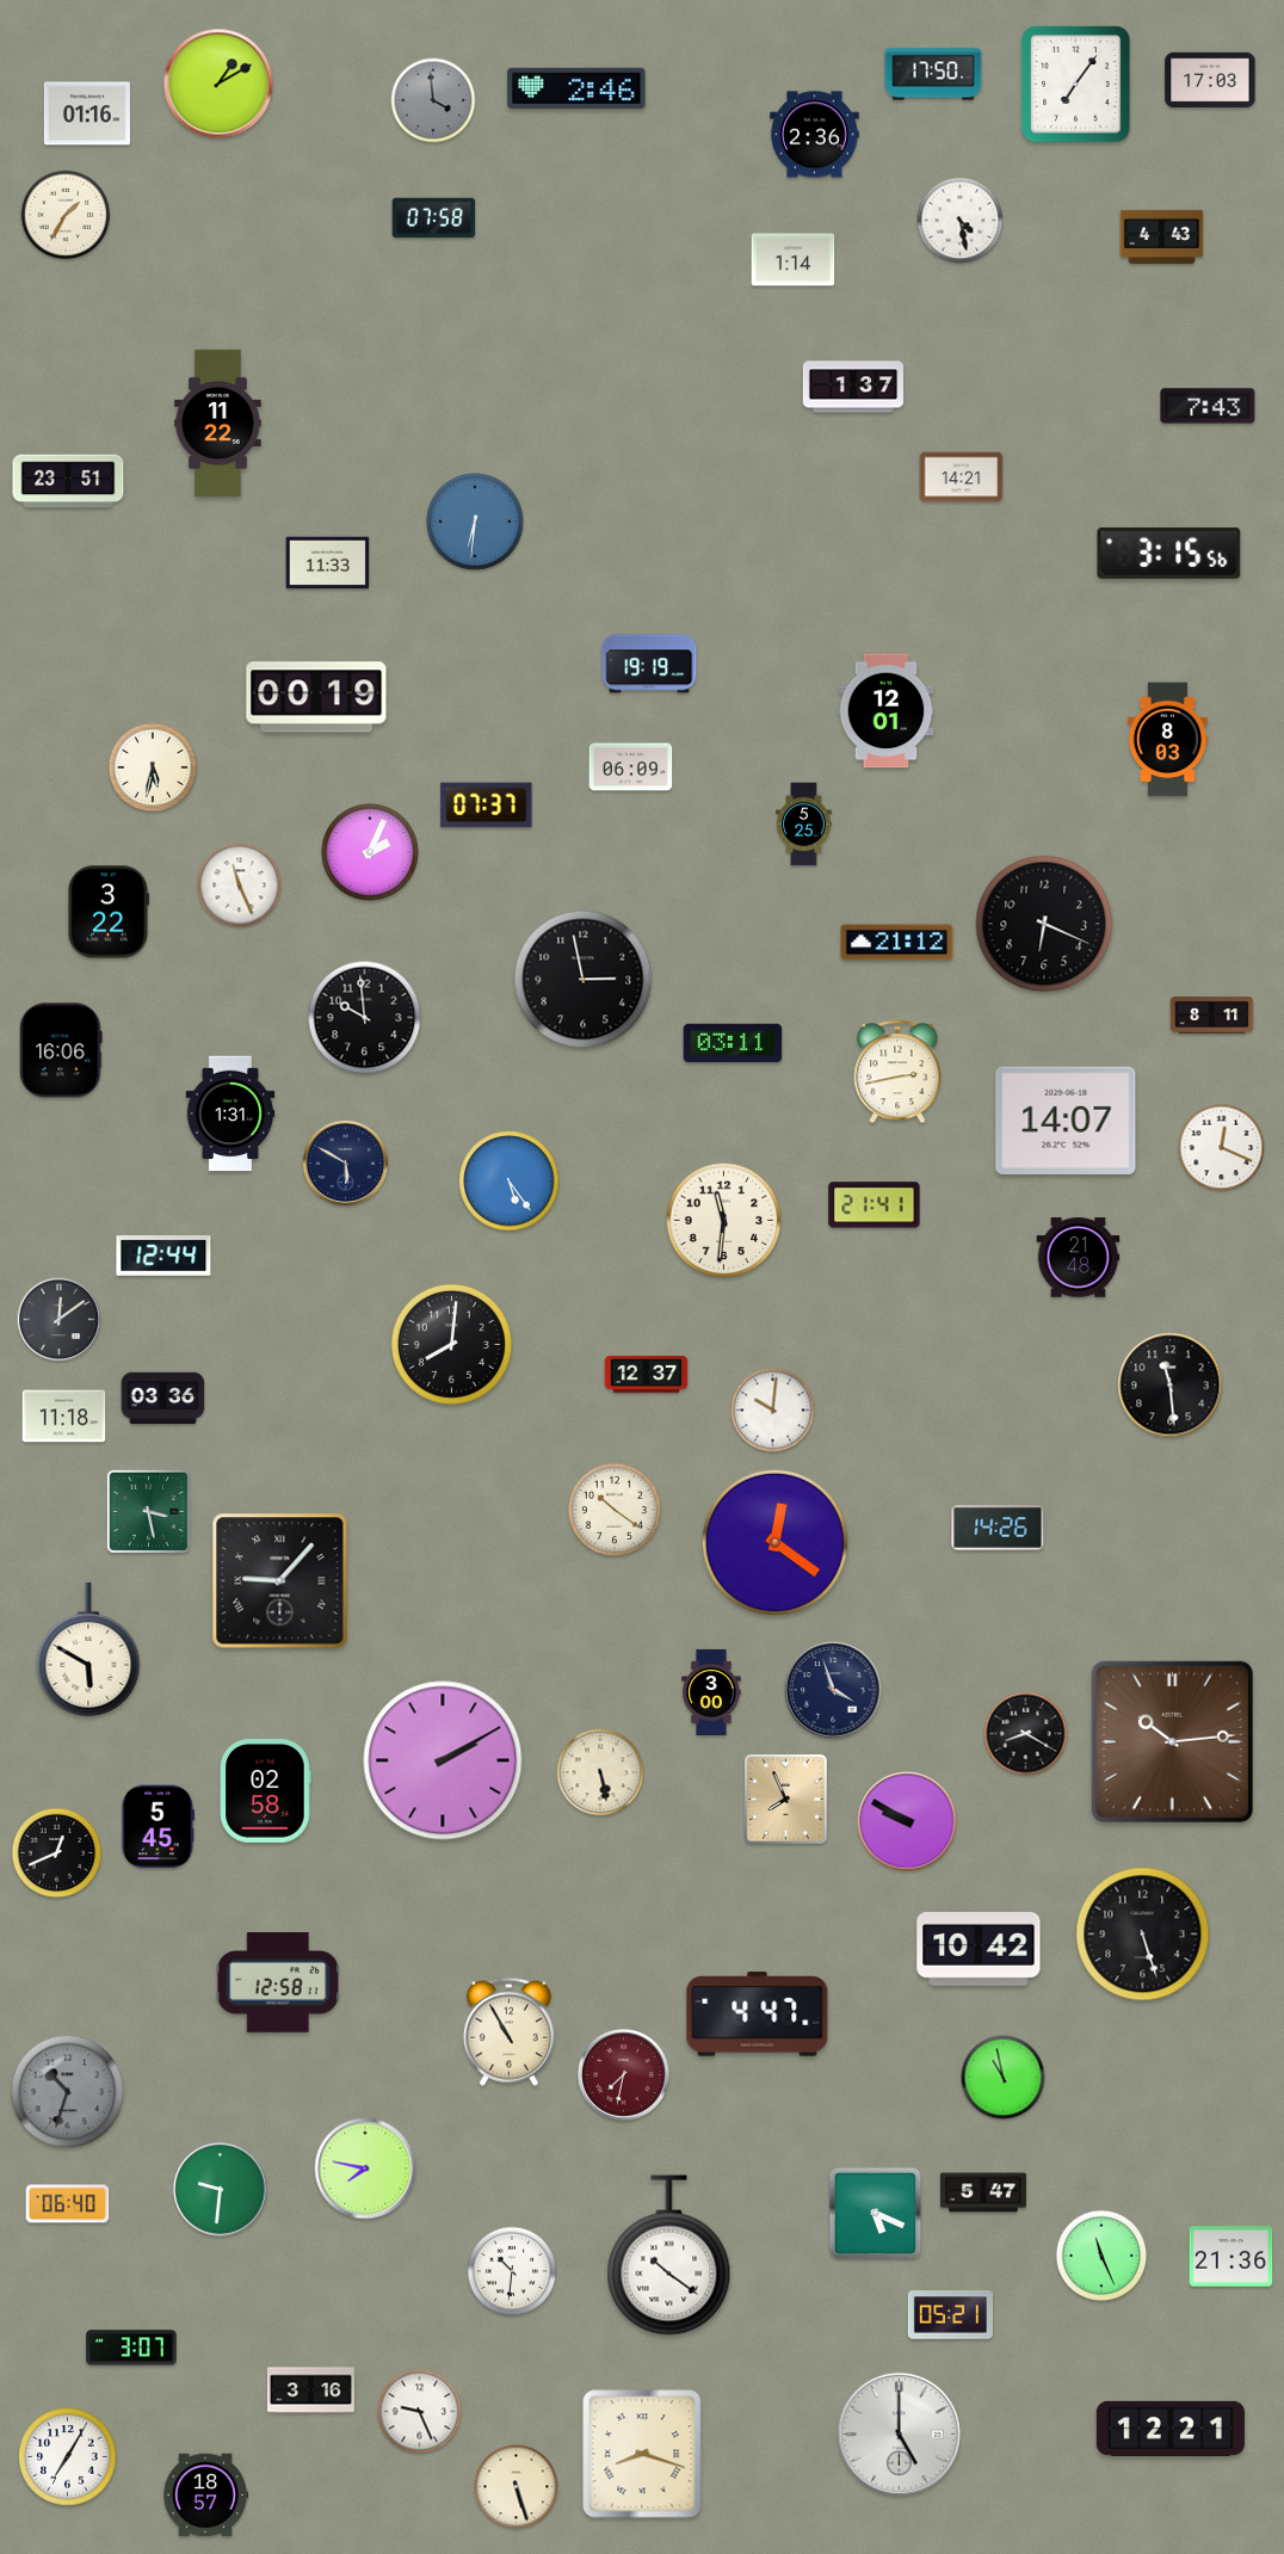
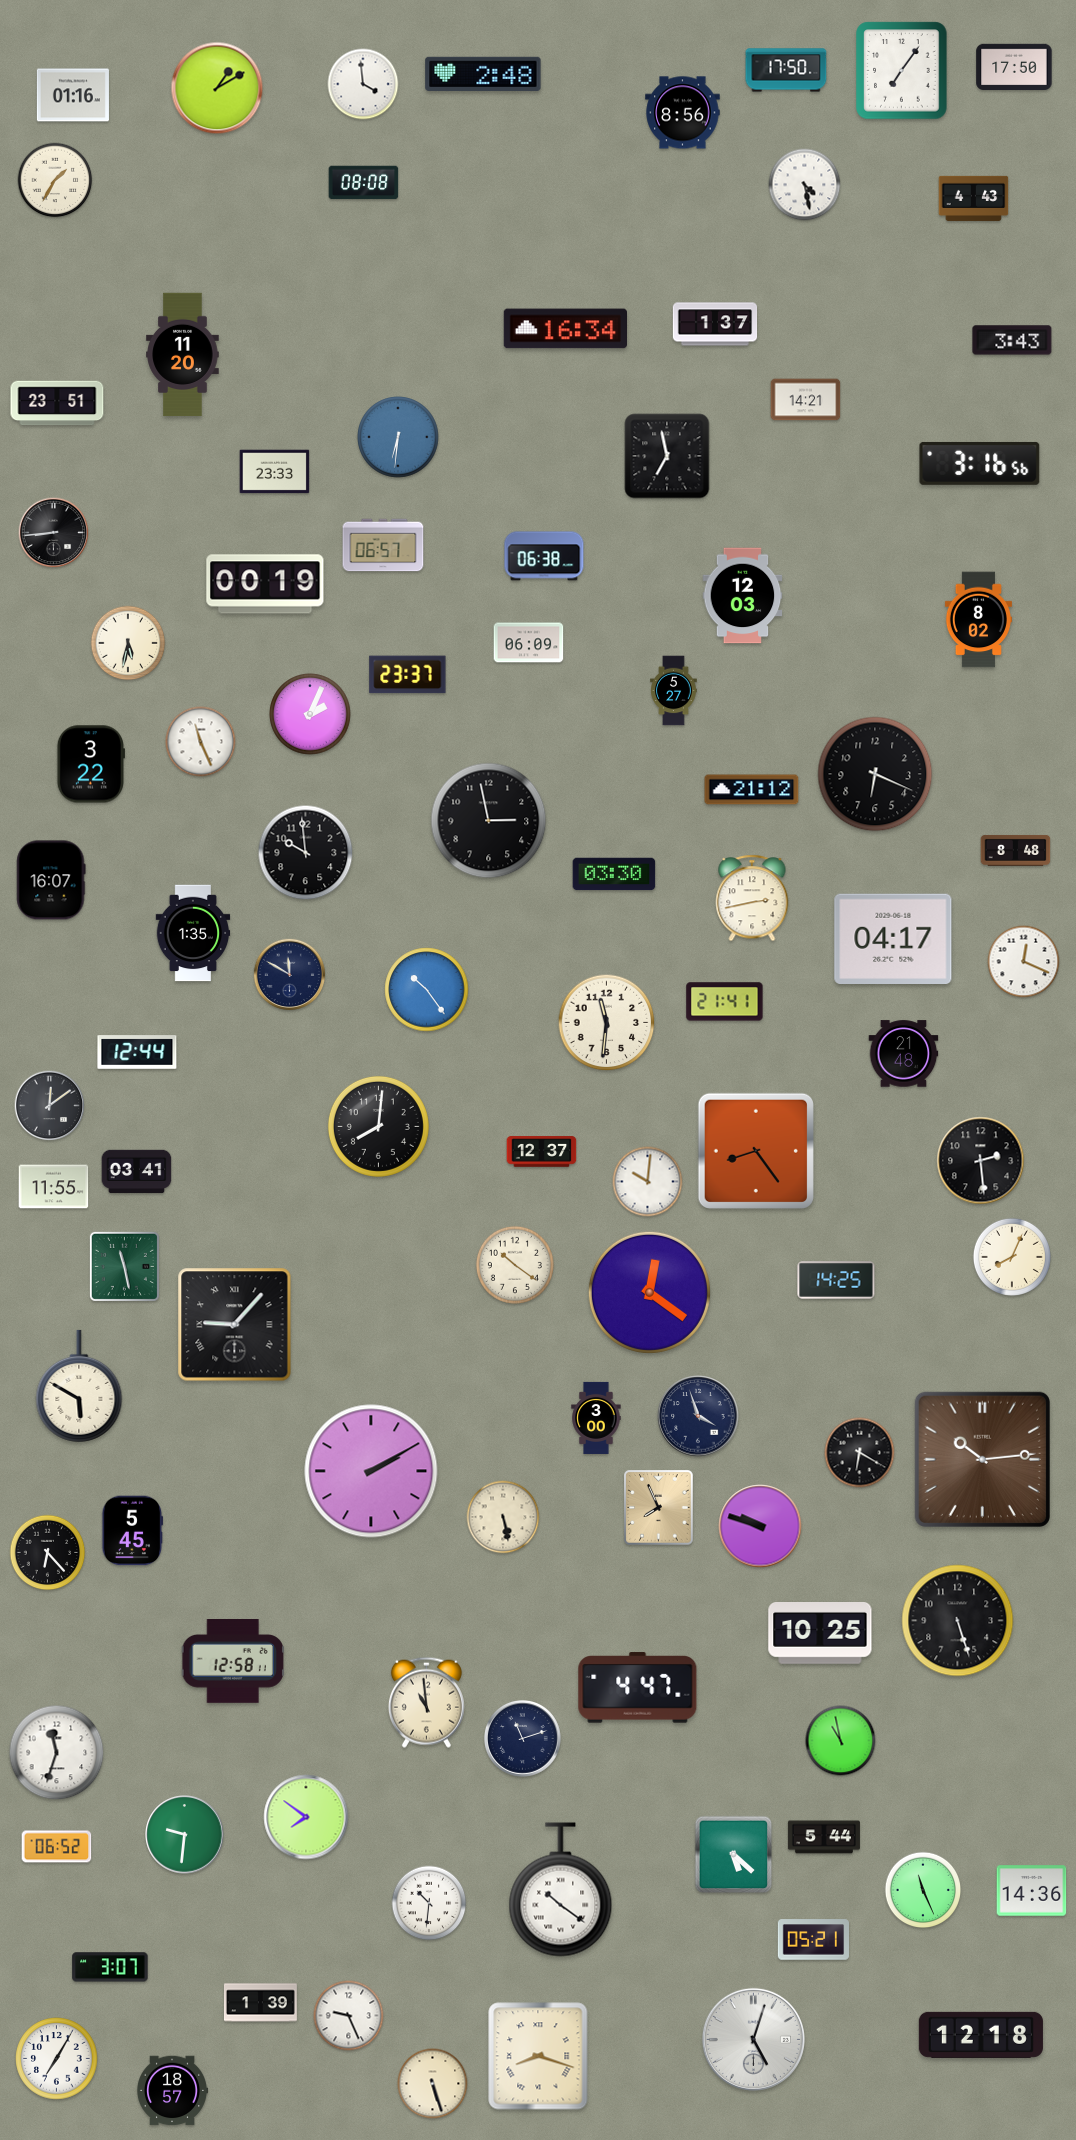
clock at (933, 74) position: (933, 74) -> (786, 70)
clock at (1210, 79): 17:03 -> 17:50
clock at (218, 84) position: (218, 84) -> (217, 88)
clock at (576, 88): 2:46 -> 2:48
clock at (433, 100) dial: grey -> white
clock at (815, 135): 2:36 -> 8:56
clock at (434, 218): 07:58 -> 08:08
clock at (794, 260): 1:14 -> none
clock at (565, 329): none -> 16:34
clock at (1208, 406): 7:43 -> 3:43
clock at (218, 424): 11:22 -> 11:20
clock at (667, 456): none -> 6:58
clock at (1169, 553): 3:15 -> 3:16
clock at (328, 563): 11:33 -> 23:33
clock at (54, 533): none -> 8:44
clock at (383, 545): none -> 06:57
clock at (649, 664): 19:19 -> 06:38
clock at (887, 711): 12:01 -> 12:03
clock at (1167, 740): 8:03 -> 8:02
clock at (487, 806): 07:37 -> 23:37
clock at (804, 825): 5:25 -> 5:27
clock at (1212, 1014): 8:11 -> 8:48
clock at (733, 1043): 03:11 -> 03:30
clock at (61, 1050): 16:06 -> 16:07
clock at (230, 1113): 1:31 -> 1:35
clock at (1066, 1119): 14:07 -> 04:17
clock at (346, 1164): 5:50 -> 11:50
clock at (510, 1182): 5:24 -> 10:24
clock at (875, 1205) position: (875, 1205) -> (725, 1002)
clock at (756, 1151): none -> 8:24
clock at (1171, 1386): 11:29 -> 2:29
clock at (163, 1399): 03:36 -> 03:41
clock at (64, 1417): 11:18 -> 11:55
clock at (1012, 1257): none -> 8:04
clock at (148, 1511): 3:28 -> 11:28
clock at (998, 1528): 14:26 -> 14:25
clock at (88, 1649) position: (88, 1649) -> (79, 1386)
clock at (1026, 1734): 8:20 -> 6:20
clock at (443, 1760) position: (443, 1760) -> (371, 1471)
clock at (600, 1772) position: (600, 1772) -> (503, 1517)
clock at (266, 1791): 02:58 -> none
clock at (907, 1821): 9:50 -> 9:48
clock at (57, 1853): 12:41 -> 6:23
clock at (979, 1950): 10:42 -> 10:25
clock at (758, 2015) position: (758, 2015) -> (638, 1688)
clock at (508, 2031): 10:55 -> 10:59
clock at (624, 2075): 7:32 -> 11:12
clock at (624, 2075) dial: burgundy -> navy
clock at (68, 2092): 10:33 -> 11:33
clock at (68, 2092) dial: grey -> white
clock at (365, 2169): 7:47 -> 7:51
clock at (983, 2192): 5:47 -> 5:44
clock at (68, 2204): 06:40 -> 06:52
clock at (876, 2214): 5:19 -> 5:22
clock at (1231, 2257): 21:36 -> 14:36
clock at (950, 2315) position: (950, 2315) -> (813, 1940)
clock at (310, 2390): 3:16 -> 1:39
clock at (420, 2412) position: (420, 2412) -> (349, 2016)
clock at (1171, 2429): 12:21 -> 12:18
clock at (899, 2433): 5:00 -> 5:03
